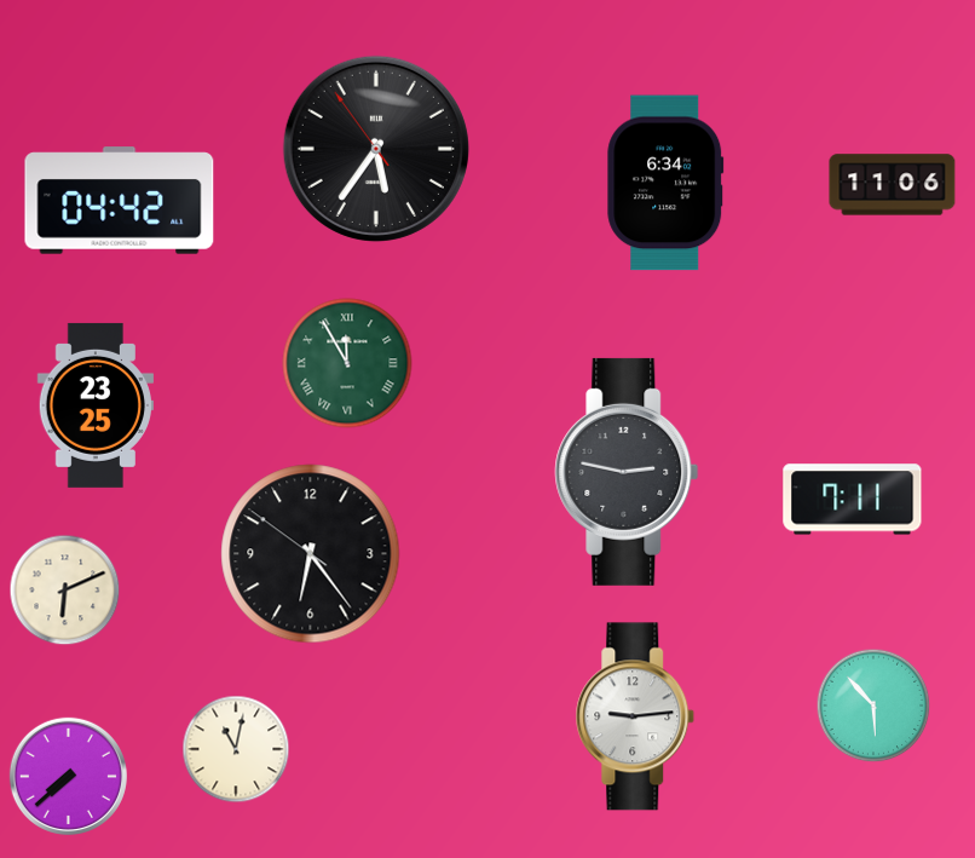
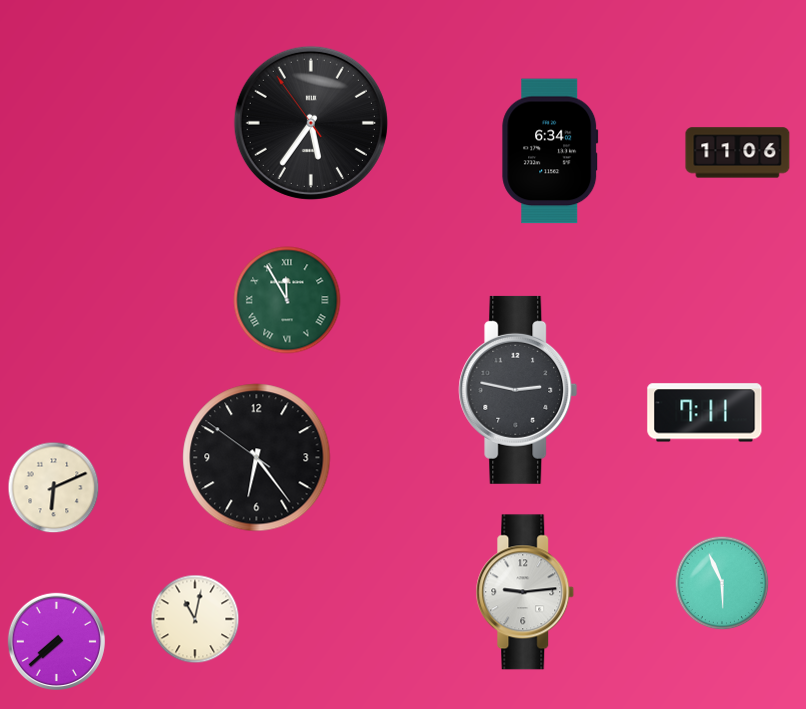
clock at (120, 201): 04:42 -> none
clock at (94, 405): 23:25 -> none
clock at (873, 706): 5:53 -> 5:56
